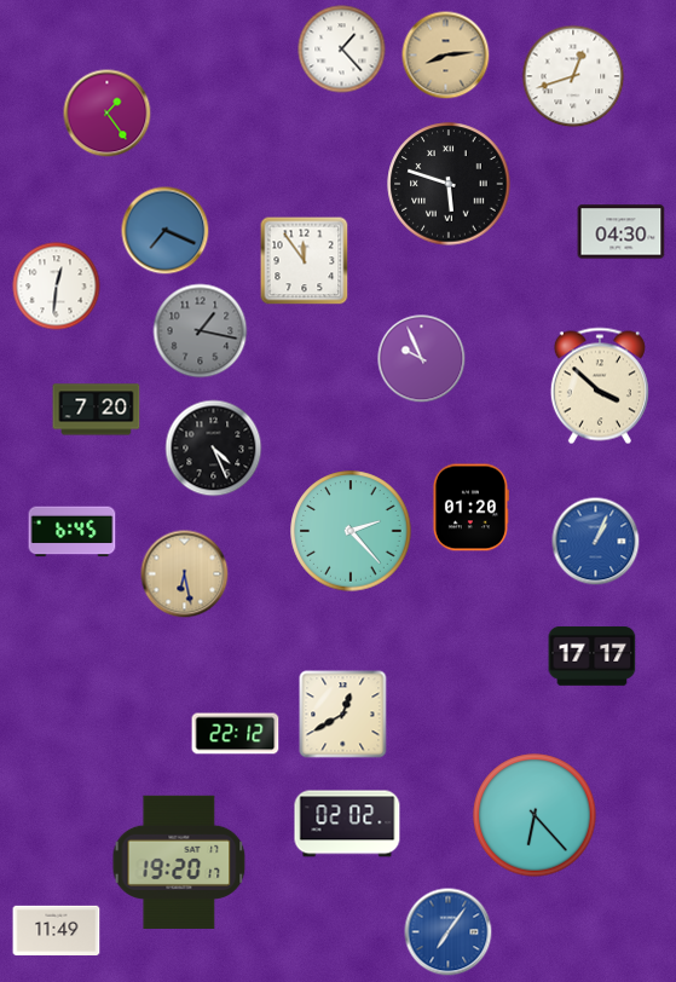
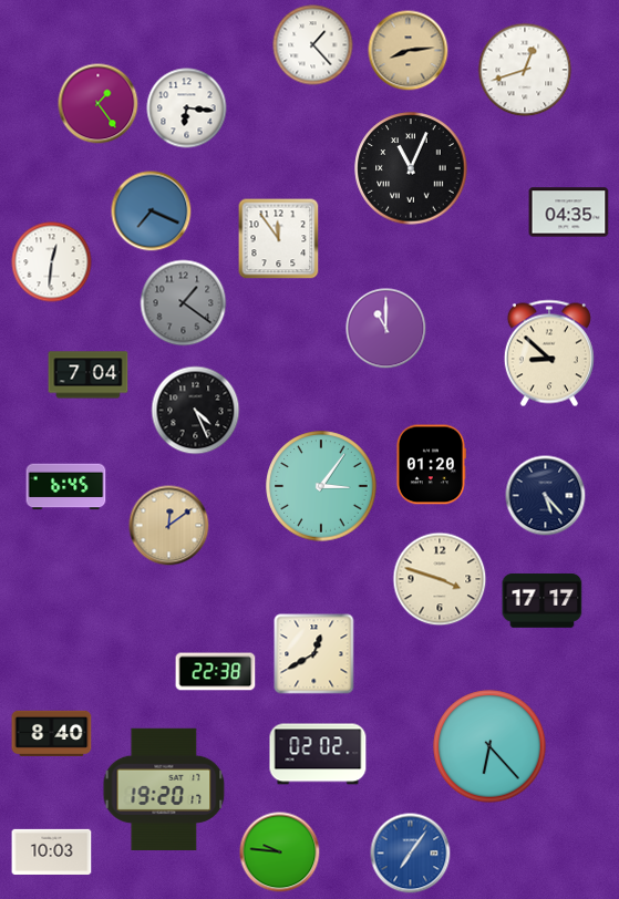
clock at (187, 108): none -> 6:16
clock at (449, 184): 5:48 -> 11:04
clock at (622, 232): 04:30 -> 04:35
clock at (201, 331): 1:17 -> 1:21
clock at (422, 359): 9:56 -> 11:00
clock at (600, 386): 3:52 -> 8:52
clock at (97, 410): 7:20 -> 7:04
clock at (351, 531): 2:23 -> 3:06
clock at (596, 542): 1:04 -> 5:23
clock at (596, 542) dial: blue -> navy
clock at (185, 574): 6:28 -> 12:09
clock at (440, 579): none -> 3:48
clock at (236, 734): 22:12 -> 22:38
clock at (52, 733): none -> 8:40
clock at (57, 930): 11:49 -> 10:03
clock at (280, 852): none -> 9:46
